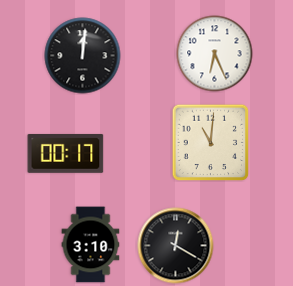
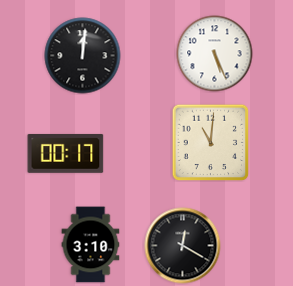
clock at (215, 54): 6:26 -> 5:26
clock at (176, 246) position: (176, 246) -> (183, 246)
